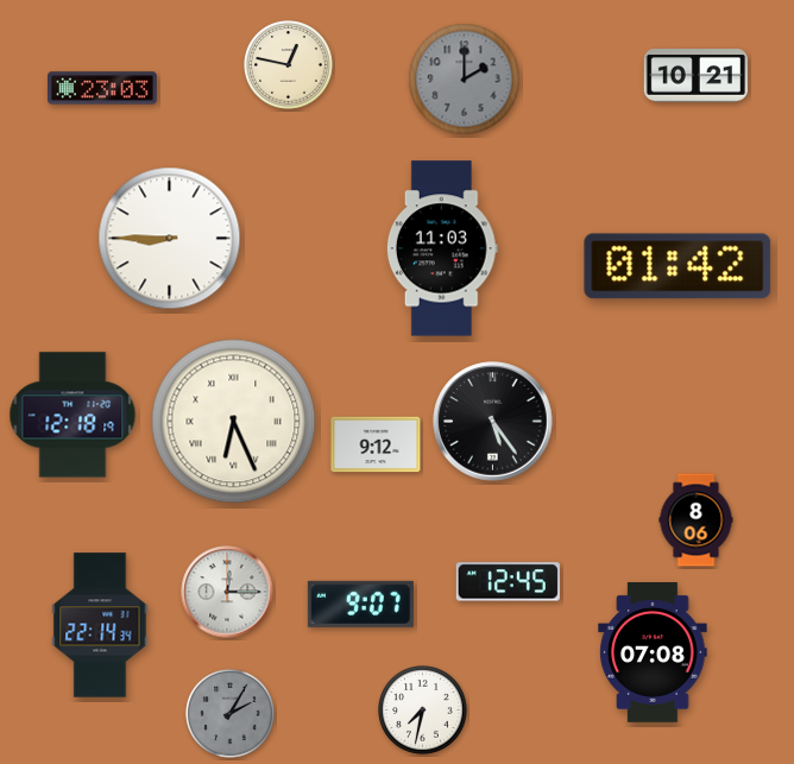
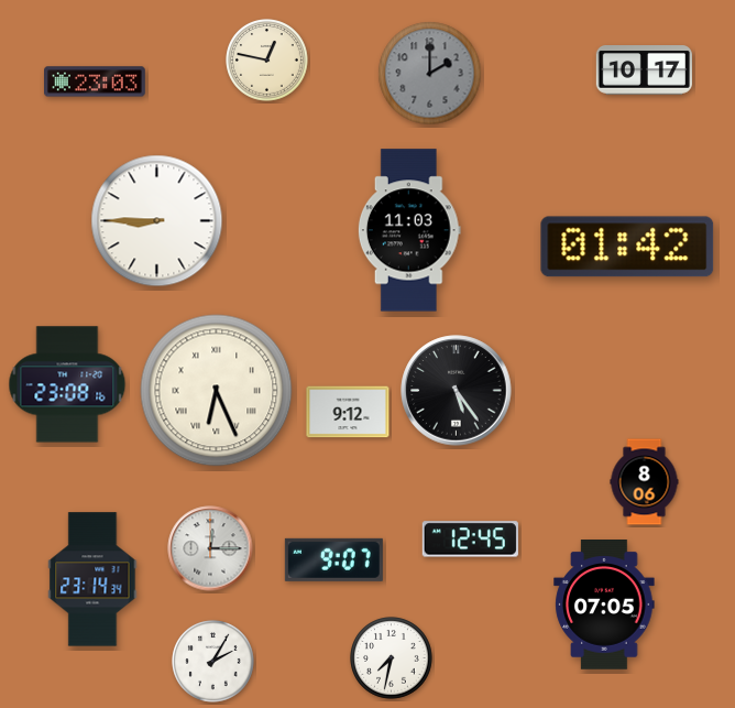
clock at (695, 76): 10:21 -> 10:17
clock at (73, 415): 12:18 -> 23:08
clock at (100, 625): 22:14 -> 23:14
clock at (653, 653): 07:08 -> 07:05
clock at (231, 714) dial: grey -> white
